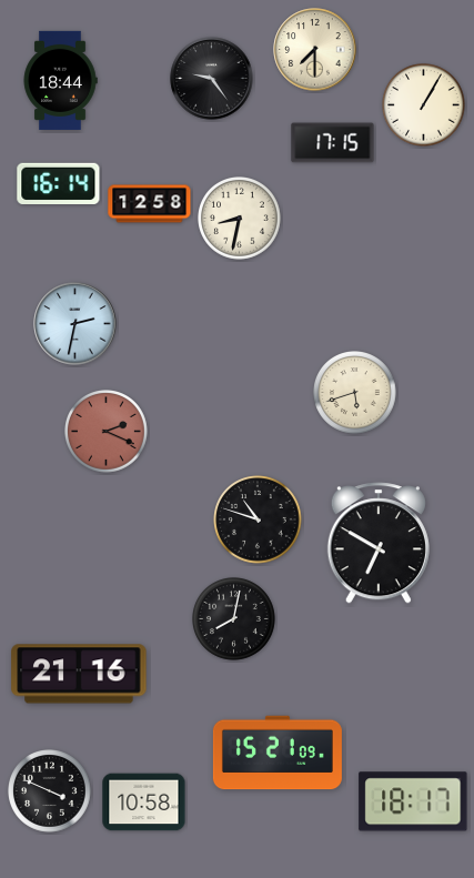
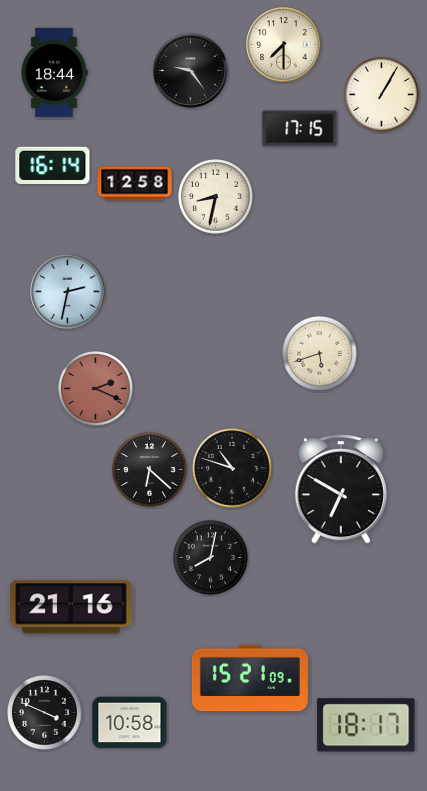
clock at (150, 470): none -> 6:22
clock at (413, 801) position: (413, 801) -> (366, 725)
